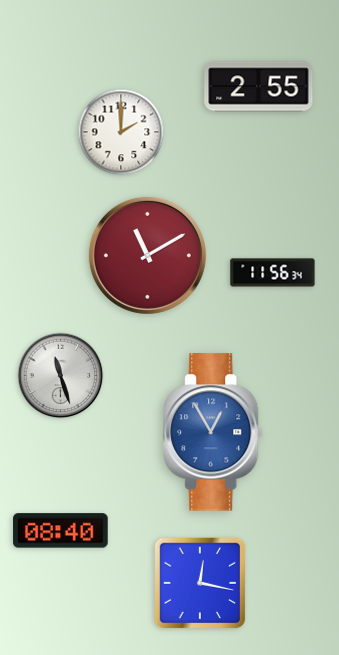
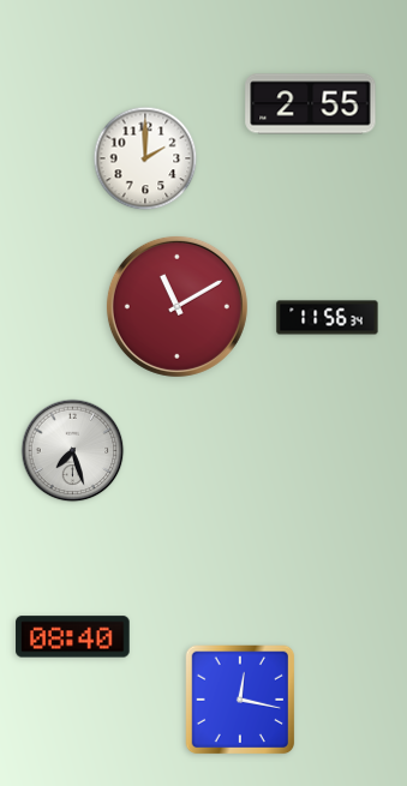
clock at (273, 273) position: (273, 273) -> (328, 318)
clock at (61, 376): 11:27 -> 7:27
clock at (214, 432): 12:55 -> none
